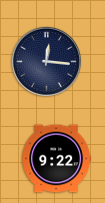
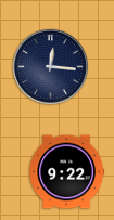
clock at (56, 159) position: (56, 159) -> (66, 172)
